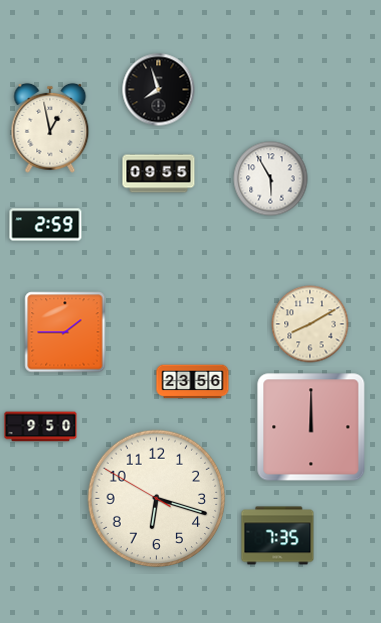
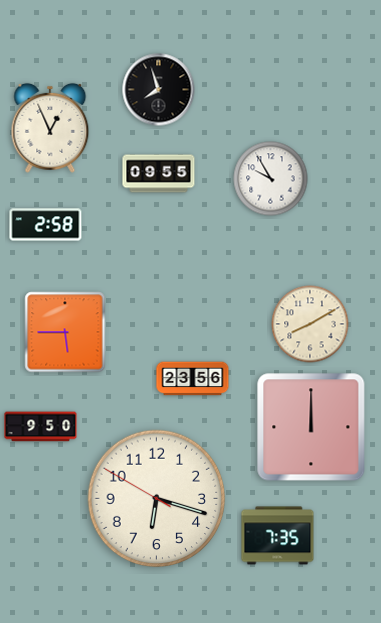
clock at (50, 128): 12:58 -> 12:56
clock at (271, 179): 5:55 -> 9:55
clock at (46, 225): 2:59 -> 2:58
clock at (65, 332): 1:45 -> 5:45
clock at (193, 382) position: (193, 382) -> (193, 379)
